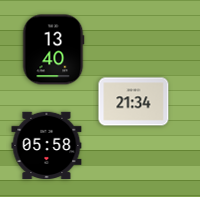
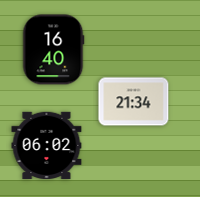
clock at (53, 50): 13:40 -> 16:40
clock at (47, 146): 05:58 -> 06:02
